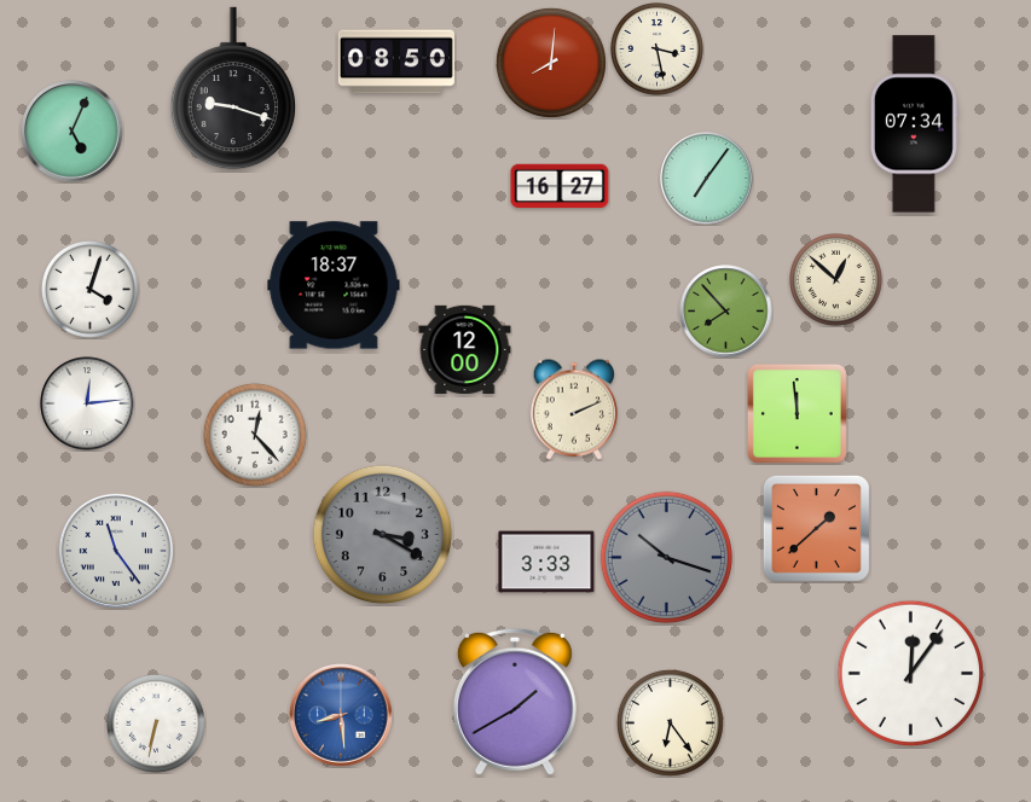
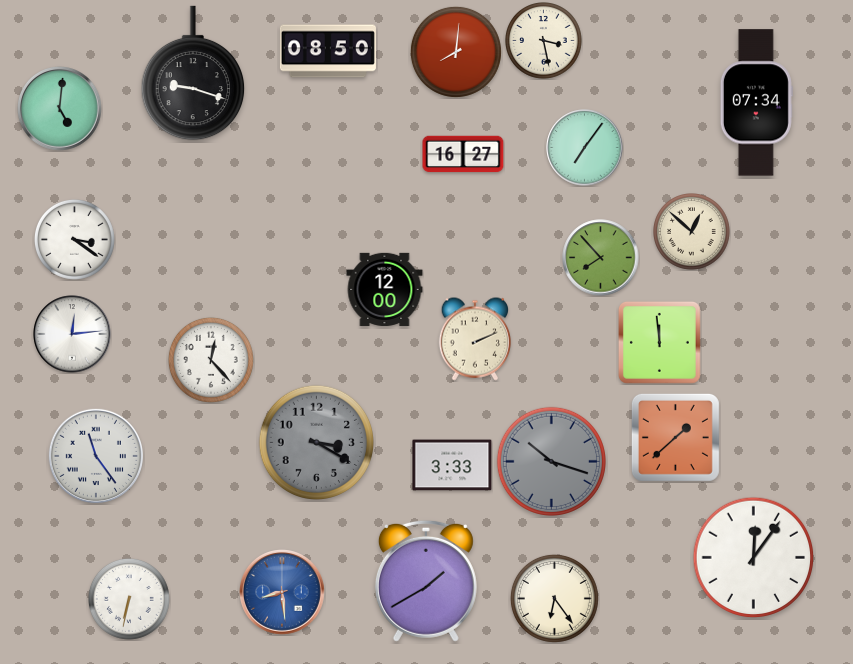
clock at (73, 132): 5:04 -> 5:01
clock at (334, 285): 18:37 -> none
clock at (89, 289): 4:03 -> 3:21
